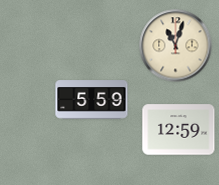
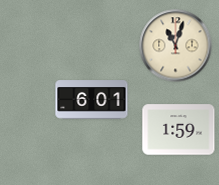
clock at (92, 100): 5:59 -> 6:01
clock at (179, 130): 12:59 -> 1:59
